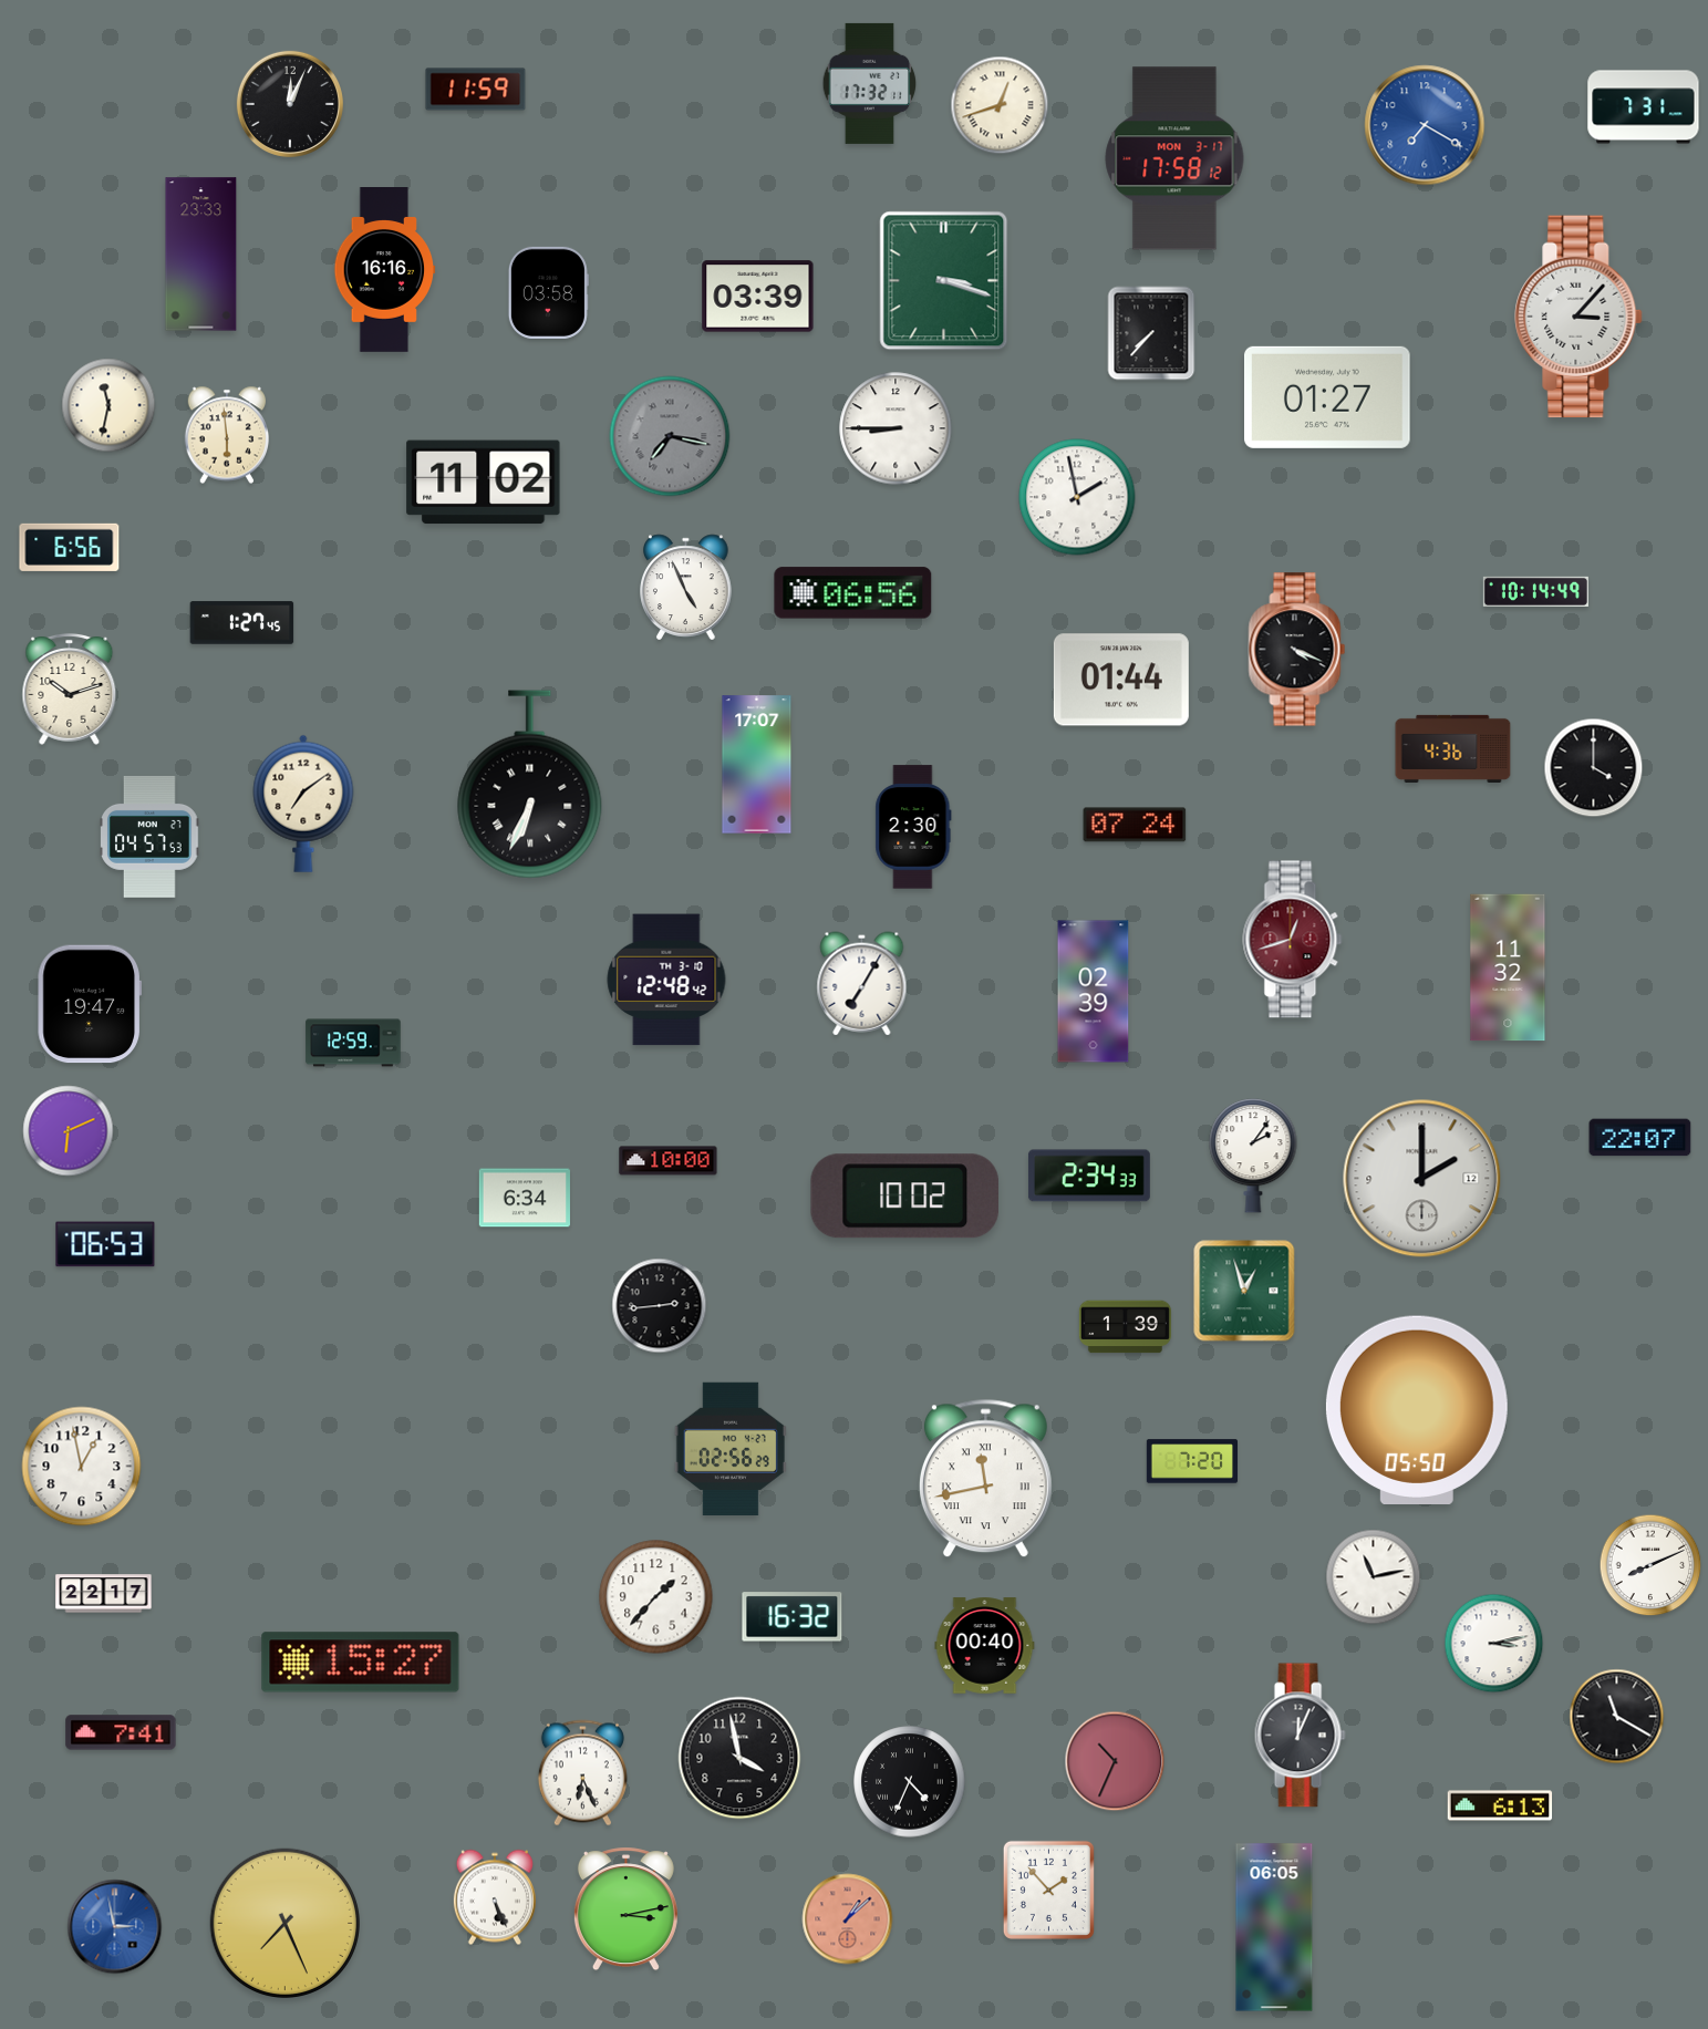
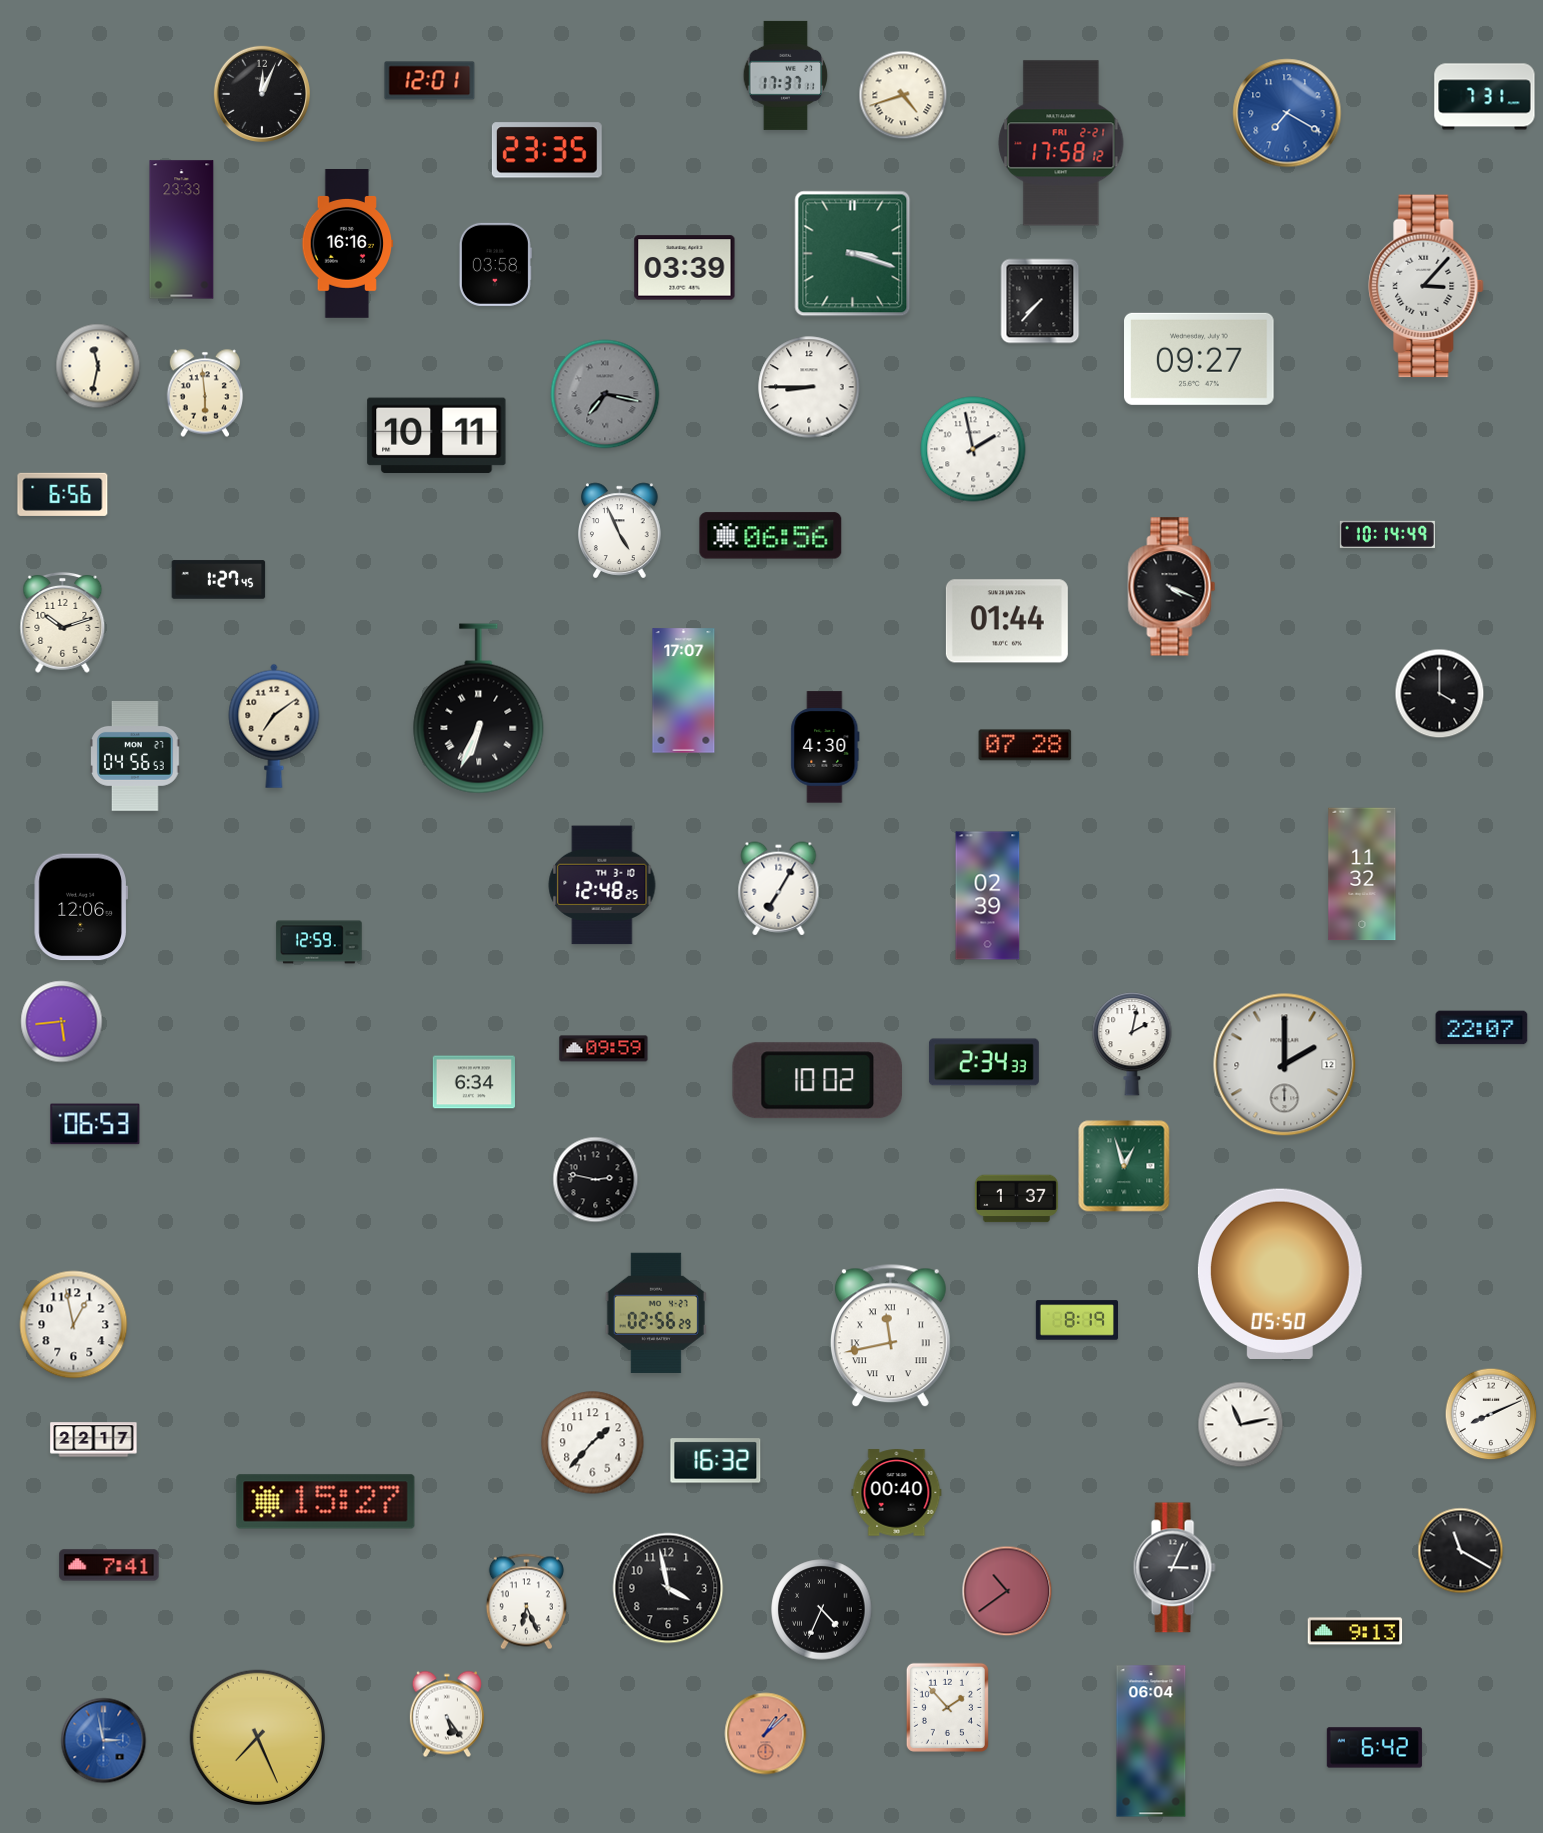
clock at (870, 83): 17:32 -> 17:37
clock at (476, 90): 11:59 -> 12:01
clock at (1000, 105): 12:42 -> 4:42
clock at (1174, 158) date: MON 3-17 -> FRI 2-21
clock at (547, 150): none -> 23:35
clock at (1328, 397): 01:27 -> 09:27
clock at (484, 483): 11:02 -> 10:11
clock at (242, 623) position: (242, 623) -> (219, 580)
clock at (1121, 680) position: (1121, 680) -> (1007, 621)
clock at (1453, 748): 4:36 -> none
clock at (1135, 825): 07:24 -> 07:28
clock at (913, 827): 2:30 -> 4:30
clock at (151, 837): 04:57 -> 04:56
clock at (1293, 940): 12:42 -> none
clock at (666, 980): 12:48:42 -> 12:48:25
clock at (90, 1004): 19:47 -> 12:06
clock at (69, 1131): 6:11 -> 5:44
clock at (1253, 1156): 2:06 -> 2:02
clock at (669, 1161): 10:00 -> 09:59
clock at (660, 1306): 2:44 -> 2:47
clock at (1125, 1327): 1:39 -> 1:37
clock at (731, 1449) position: (731, 1449) -> (656, 1313)
clock at (1191, 1461): 7:20 -> 8:19
clock at (1494, 1644): 3:13 -> none
clock at (985, 1646) position: (985, 1646) -> (897, 1493)
clock at (1300, 1736): 12:04 -> 3:04
clock at (1115, 1761): 10:34 -> 10:39
clock at (1500, 1805): 6:13 -> 9:13
clock at (495, 1897): 5:26 -> 5:24
clock at (625, 1909): 3:13 -> none
clock at (1274, 1927): 06:05 -> 06:04
clock at (1374, 1748): none -> 6:42
